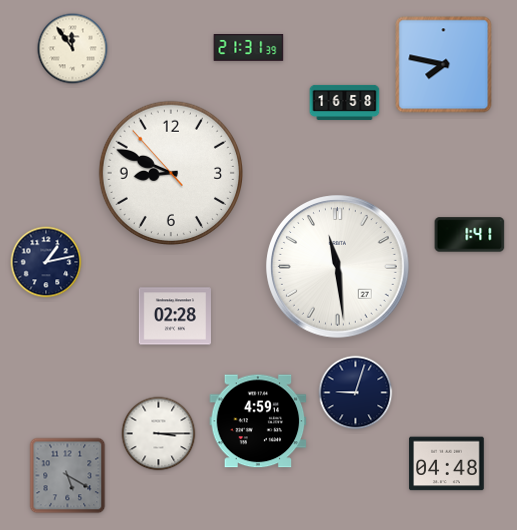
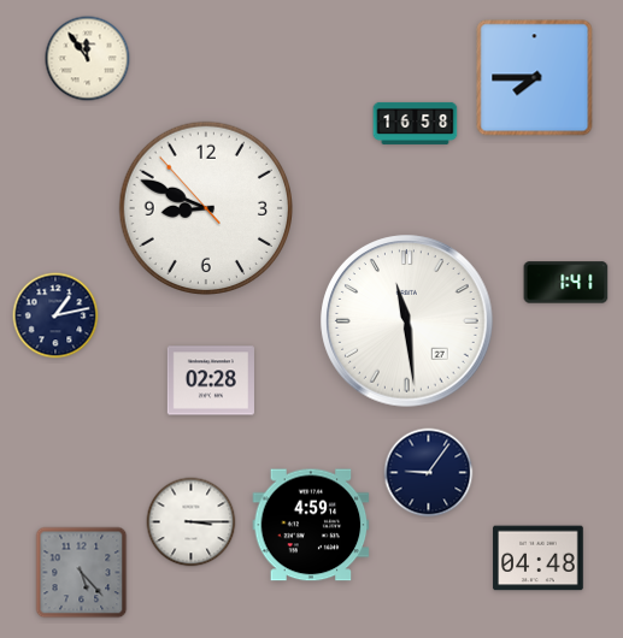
clock at (249, 48): 21:31 -> none
clock at (444, 65): 7:47 -> 7:45
clock at (356, 393): 9:03 -> 9:06
clock at (258, 421) position: (258, 421) -> (311, 525)
clock at (68, 476): 5:20 -> 5:23
